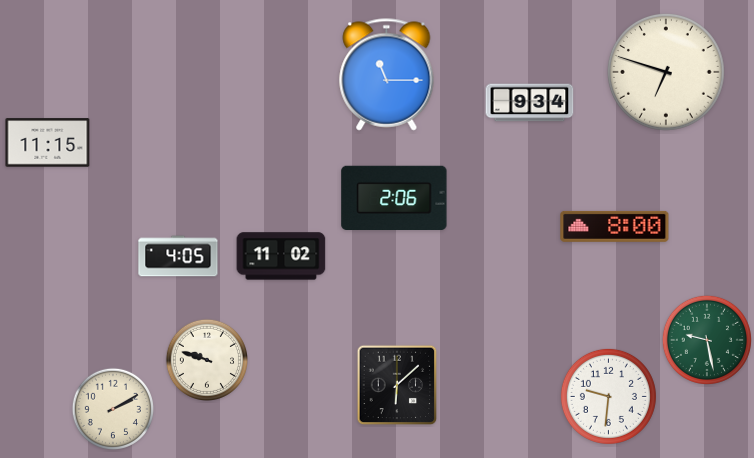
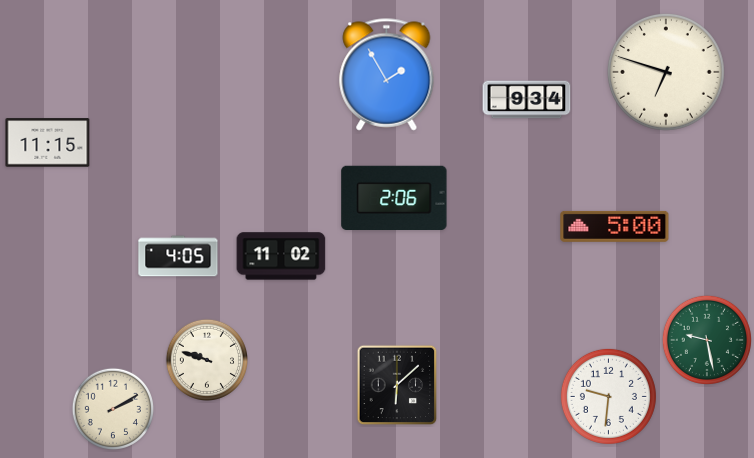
clock at (387, 75): 11:15 -> 1:55
clock at (530, 103) position: (530, 103) -> (527, 100)
clock at (615, 226): 8:00 -> 5:00
